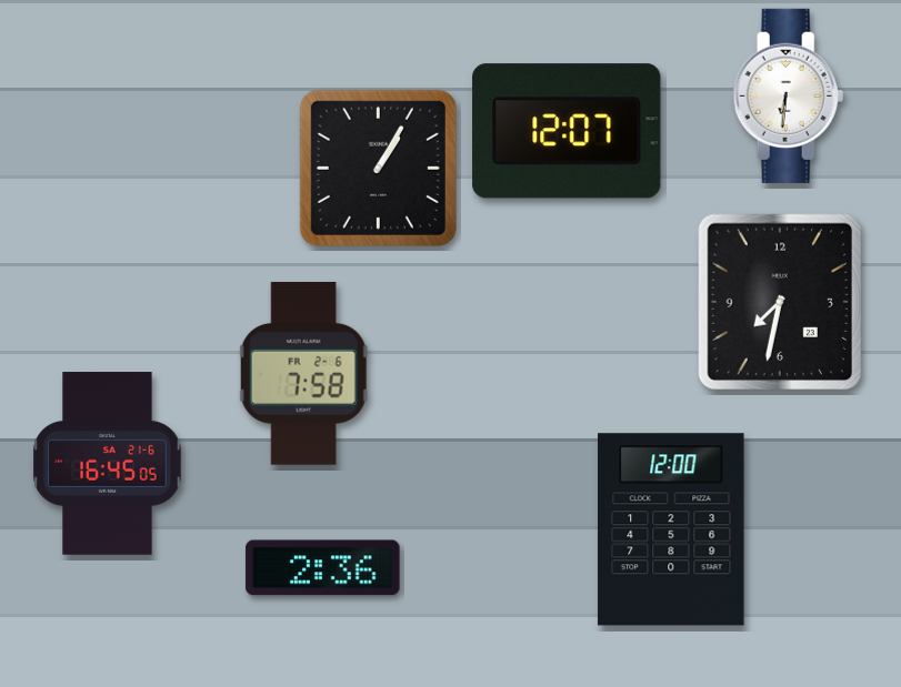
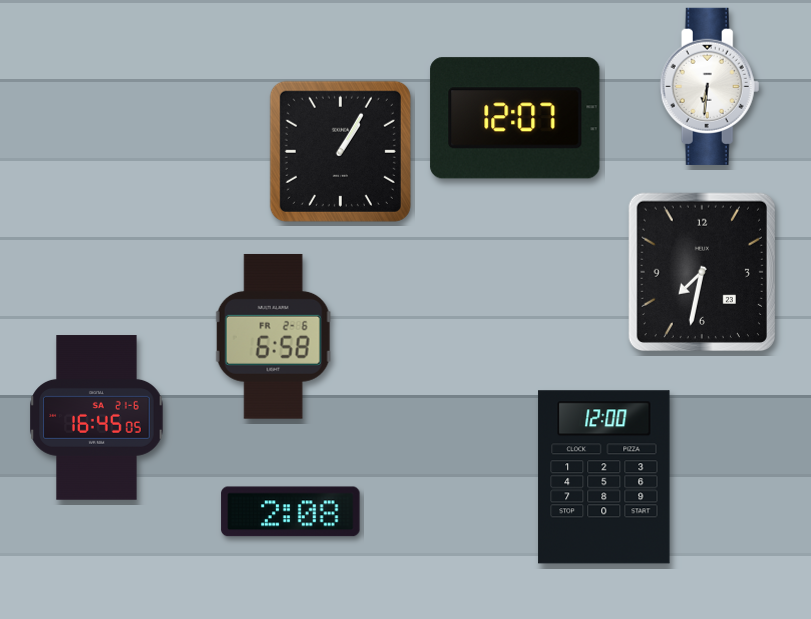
clock at (567, 131) position: (567, 131) -> (515, 118)
clock at (303, 373): 7:58 -> 6:58
clock at (323, 568): 2:36 -> 2:08
